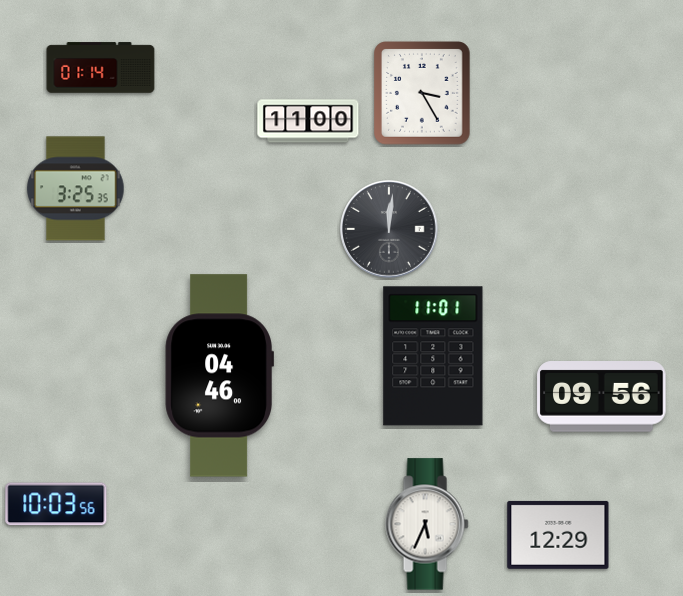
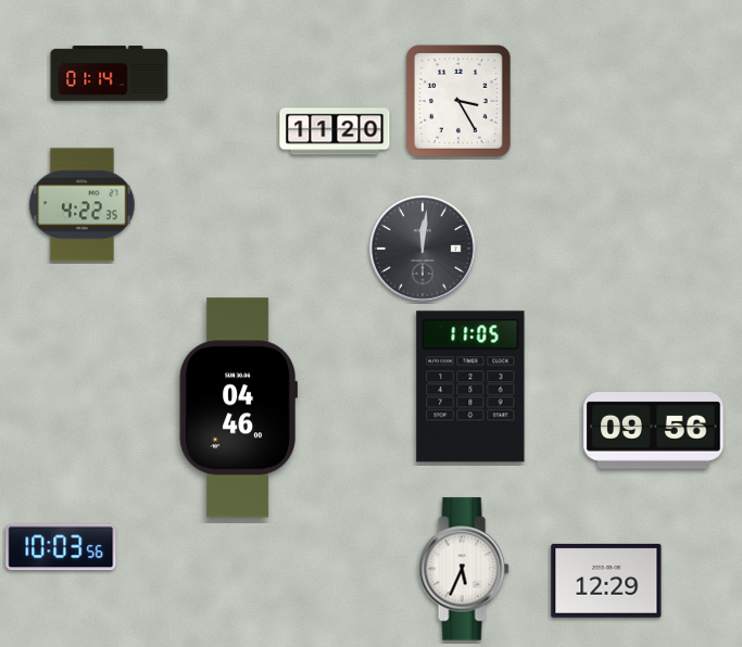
clock at (308, 121): 11:00 -> 11:20
clock at (76, 189): 3:25 -> 4:22
clock at (433, 356): 11:01 -> 11:05
